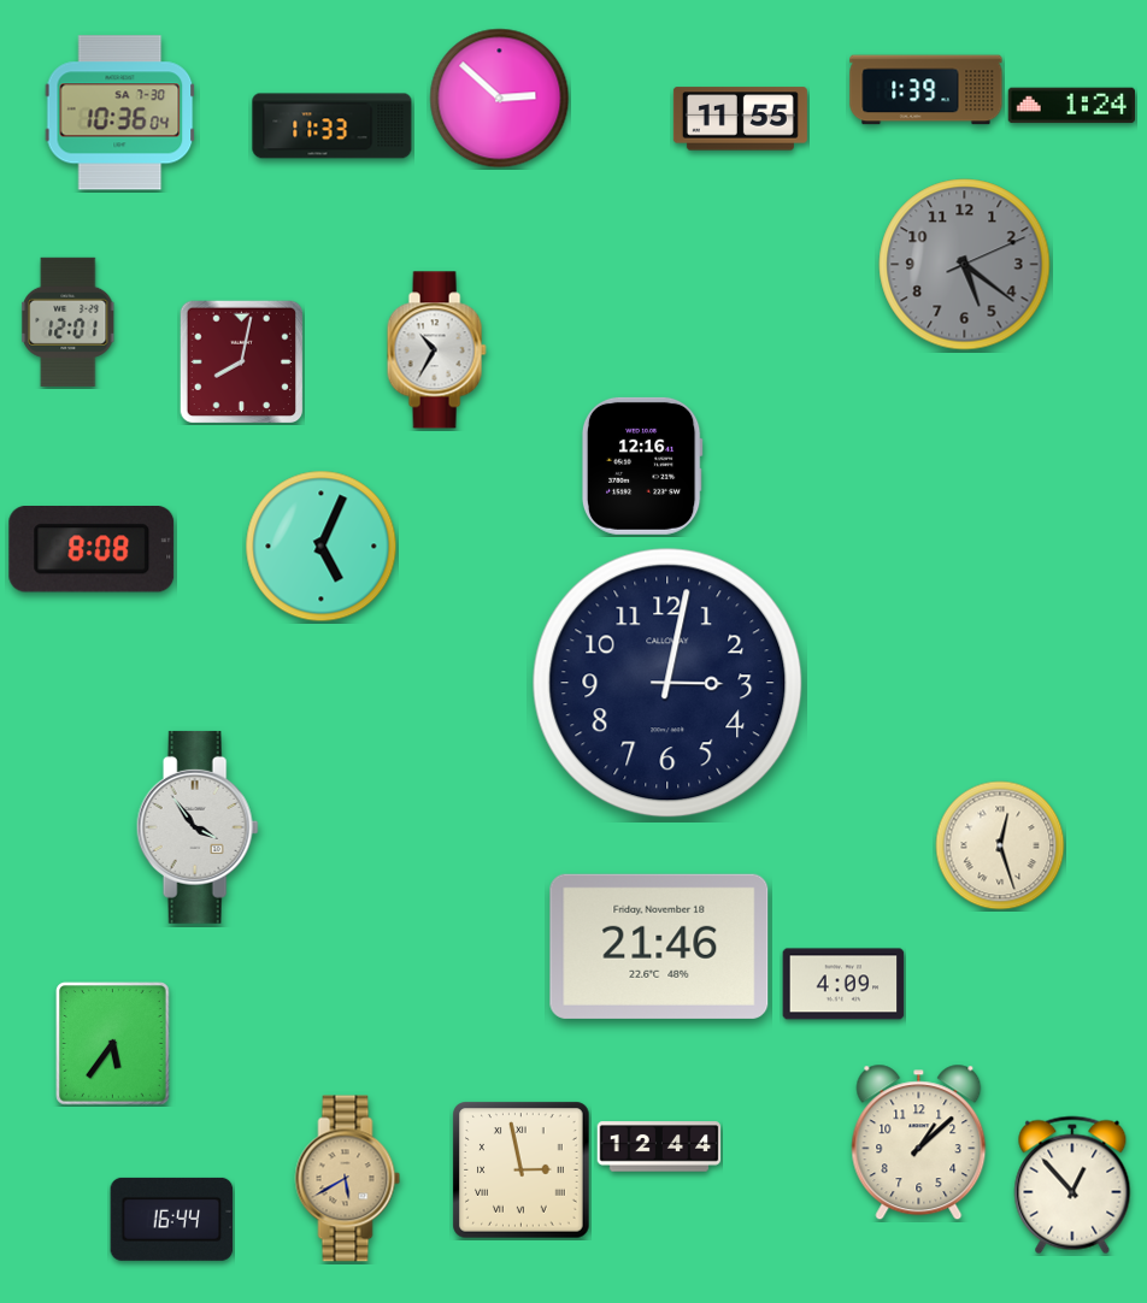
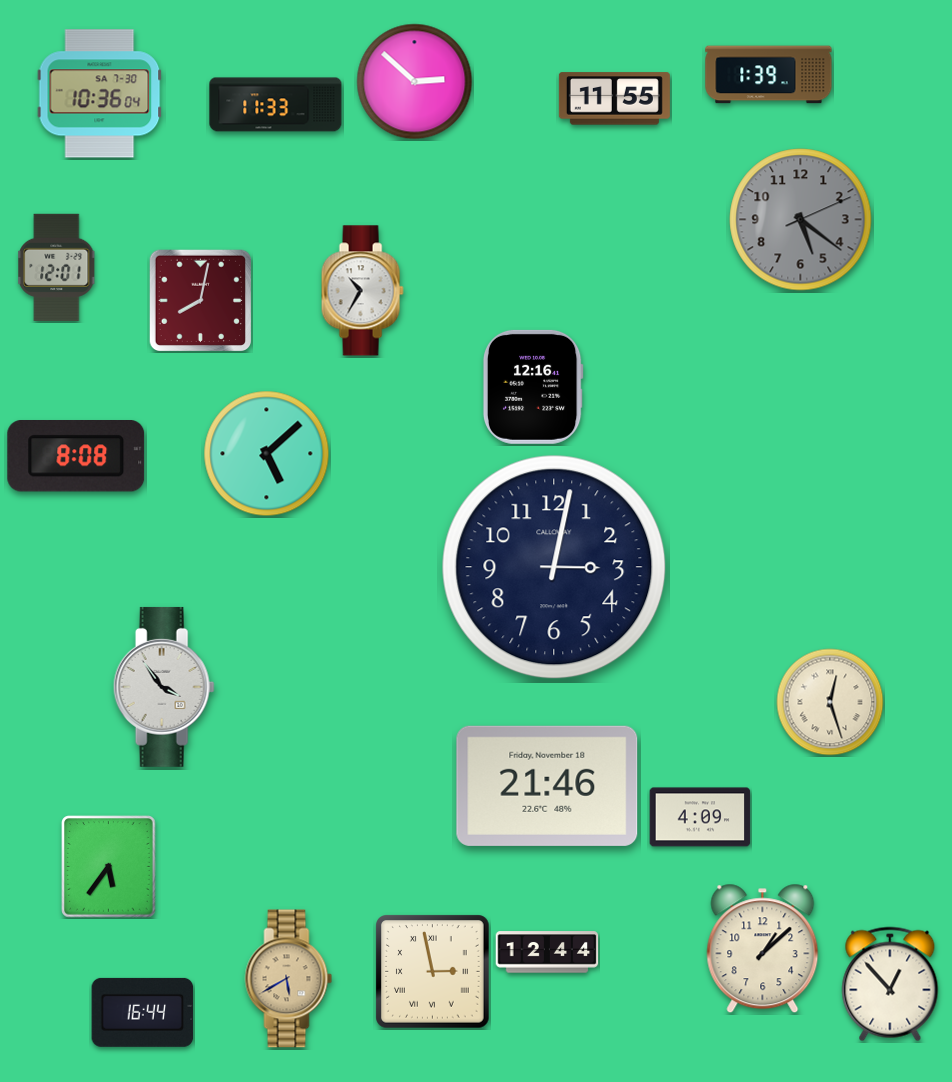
clock at (1071, 106): 1:24 -> none
clock at (322, 547): 5:04 -> 5:08
clock at (113, 1044) position: (113, 1044) -> (109, 867)
